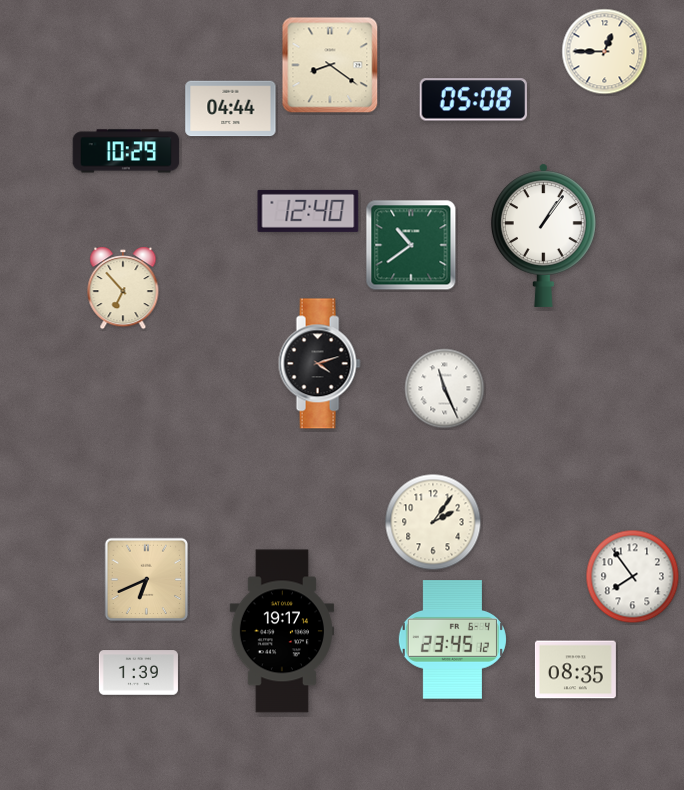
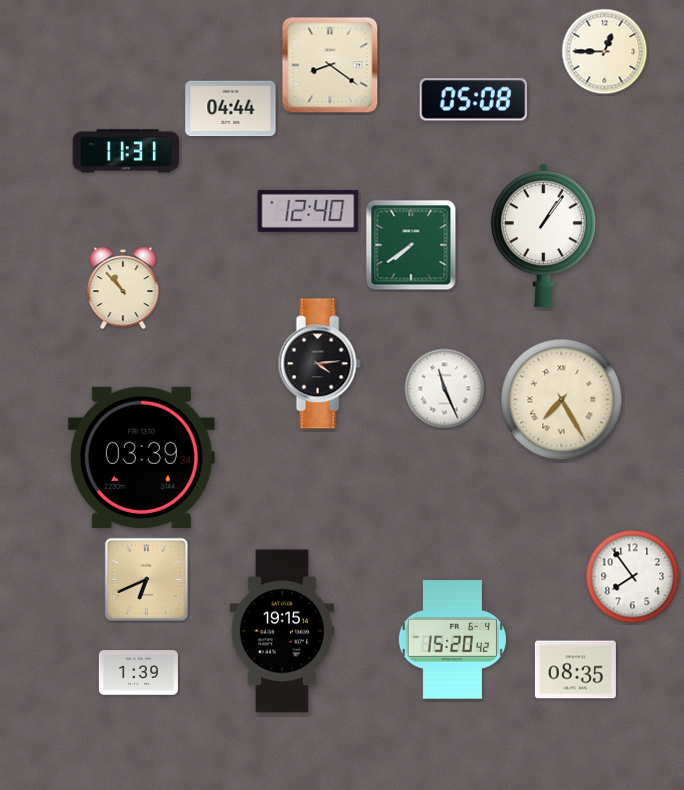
clock at (126, 151): 10:29 -> 11:31
clock at (411, 245): 10:39 -> 7:39
clock at (123, 288): 6:53 -> 10:53
clock at (319, 364): 4:12 -> 4:14
clock at (562, 400): none -> 7:25
clock at (141, 457): none -> 03:39
clock at (433, 522): 2:06 -> none
clock at (281, 631): 19:17 -> 19:15
clock at (452, 640): 23:45 -> 15:20
